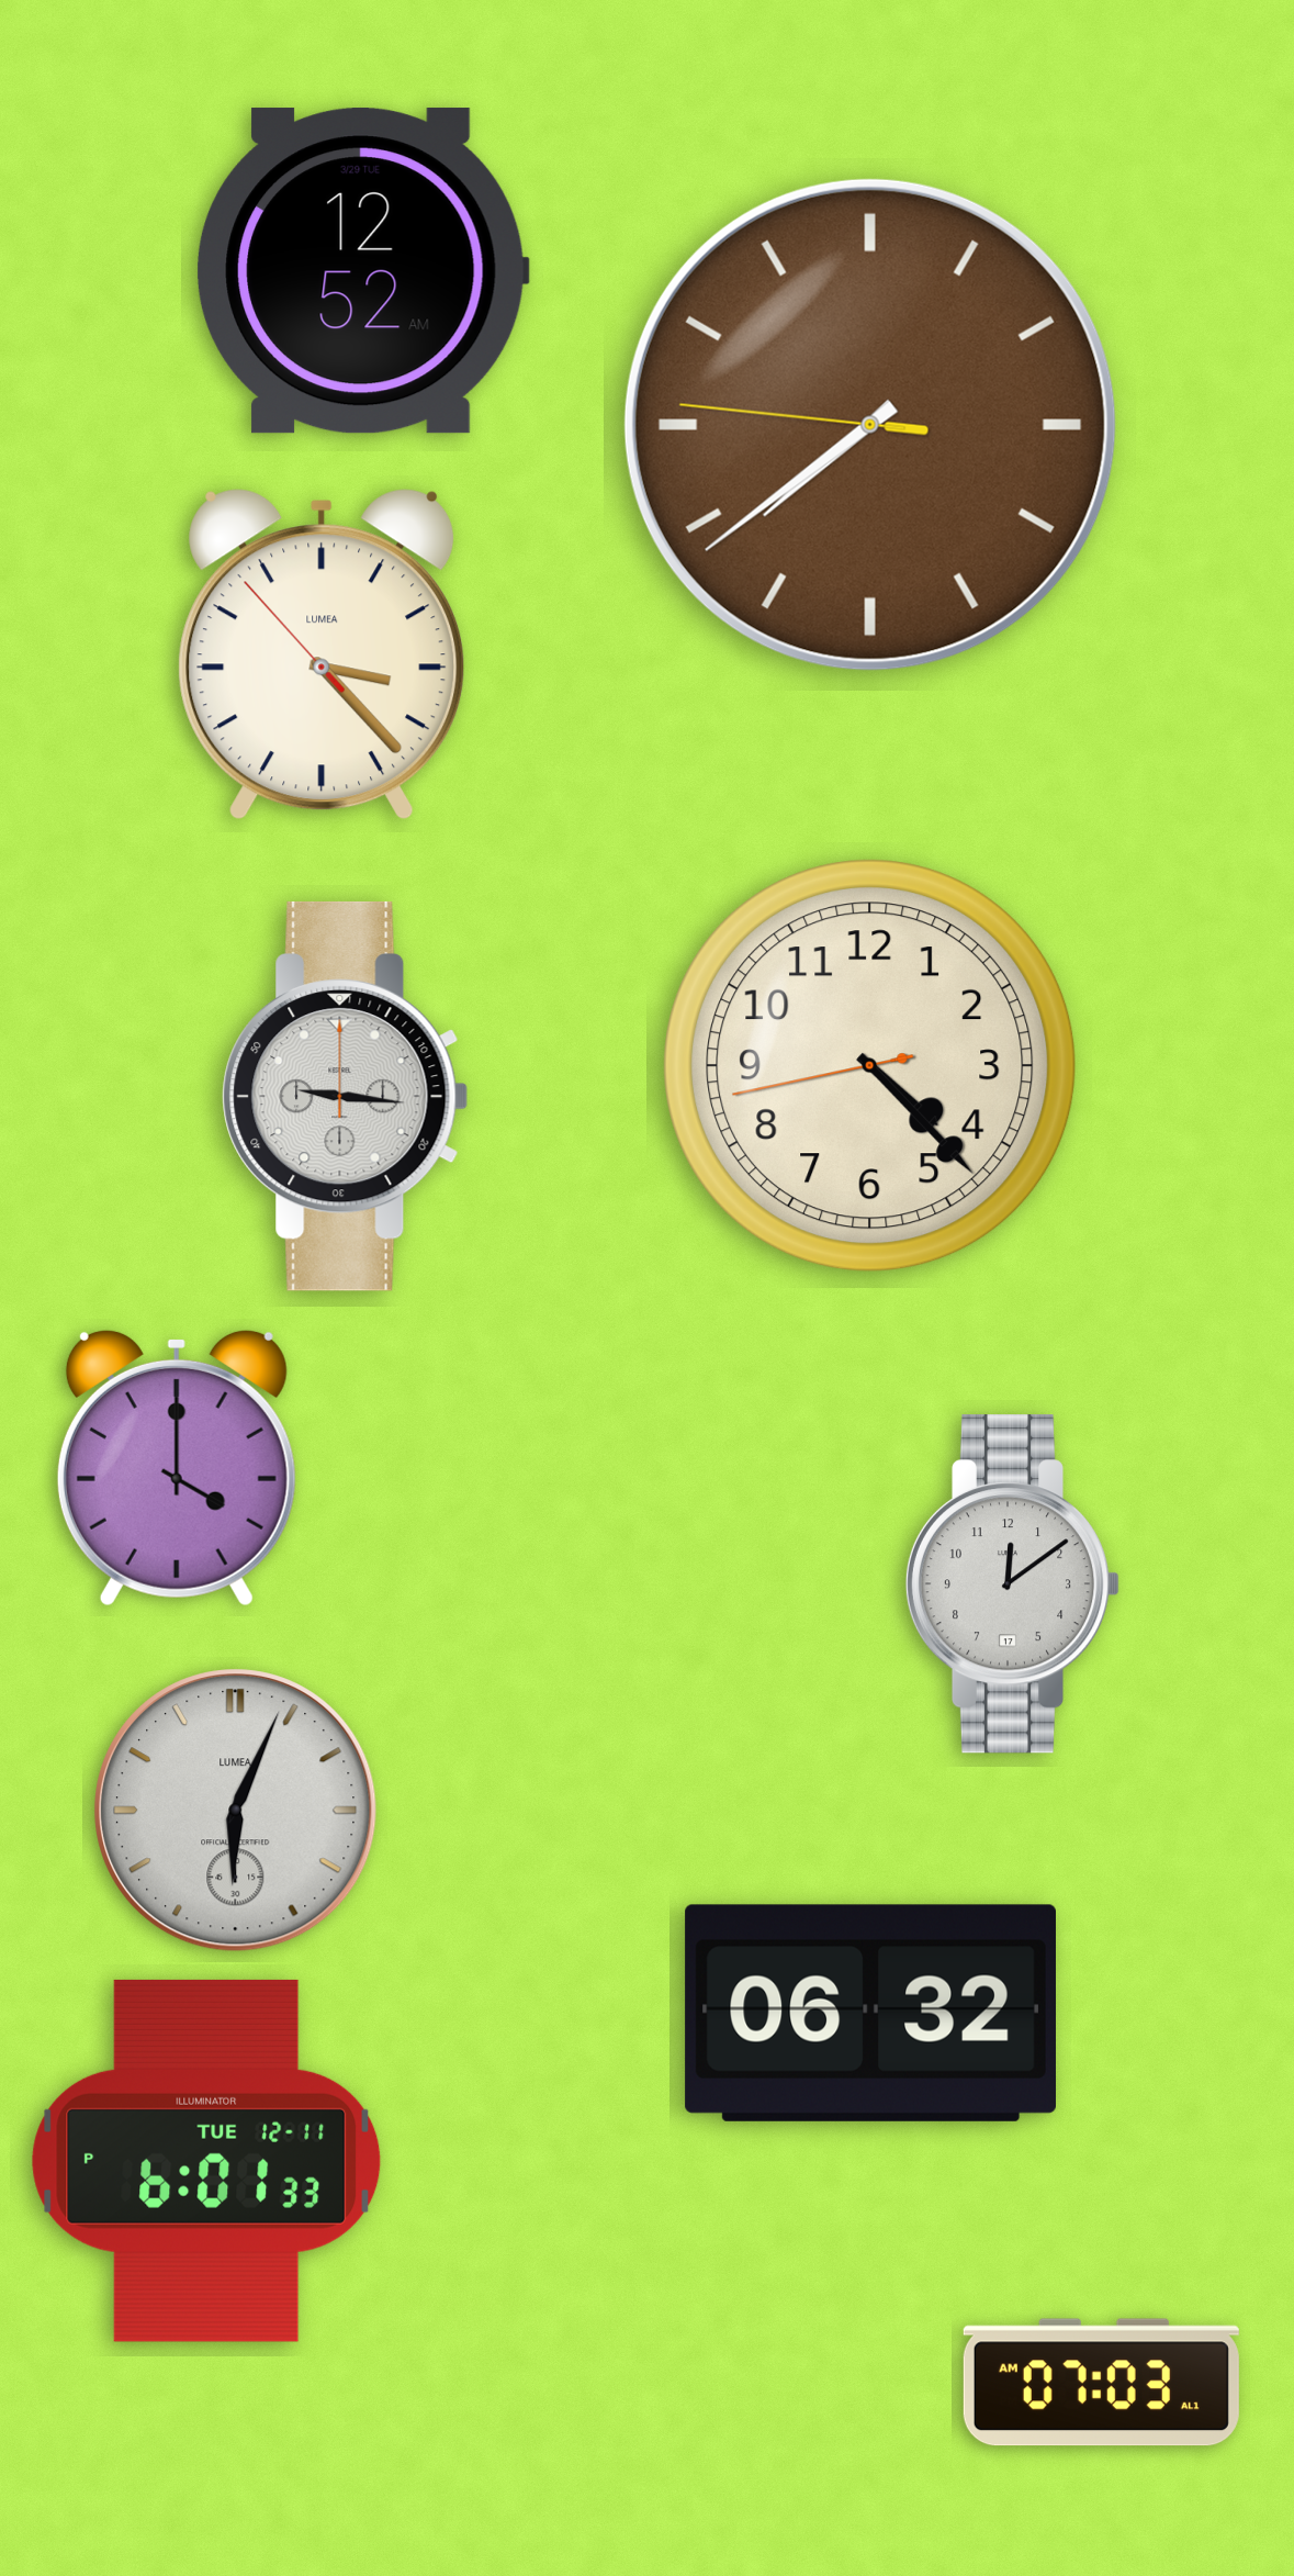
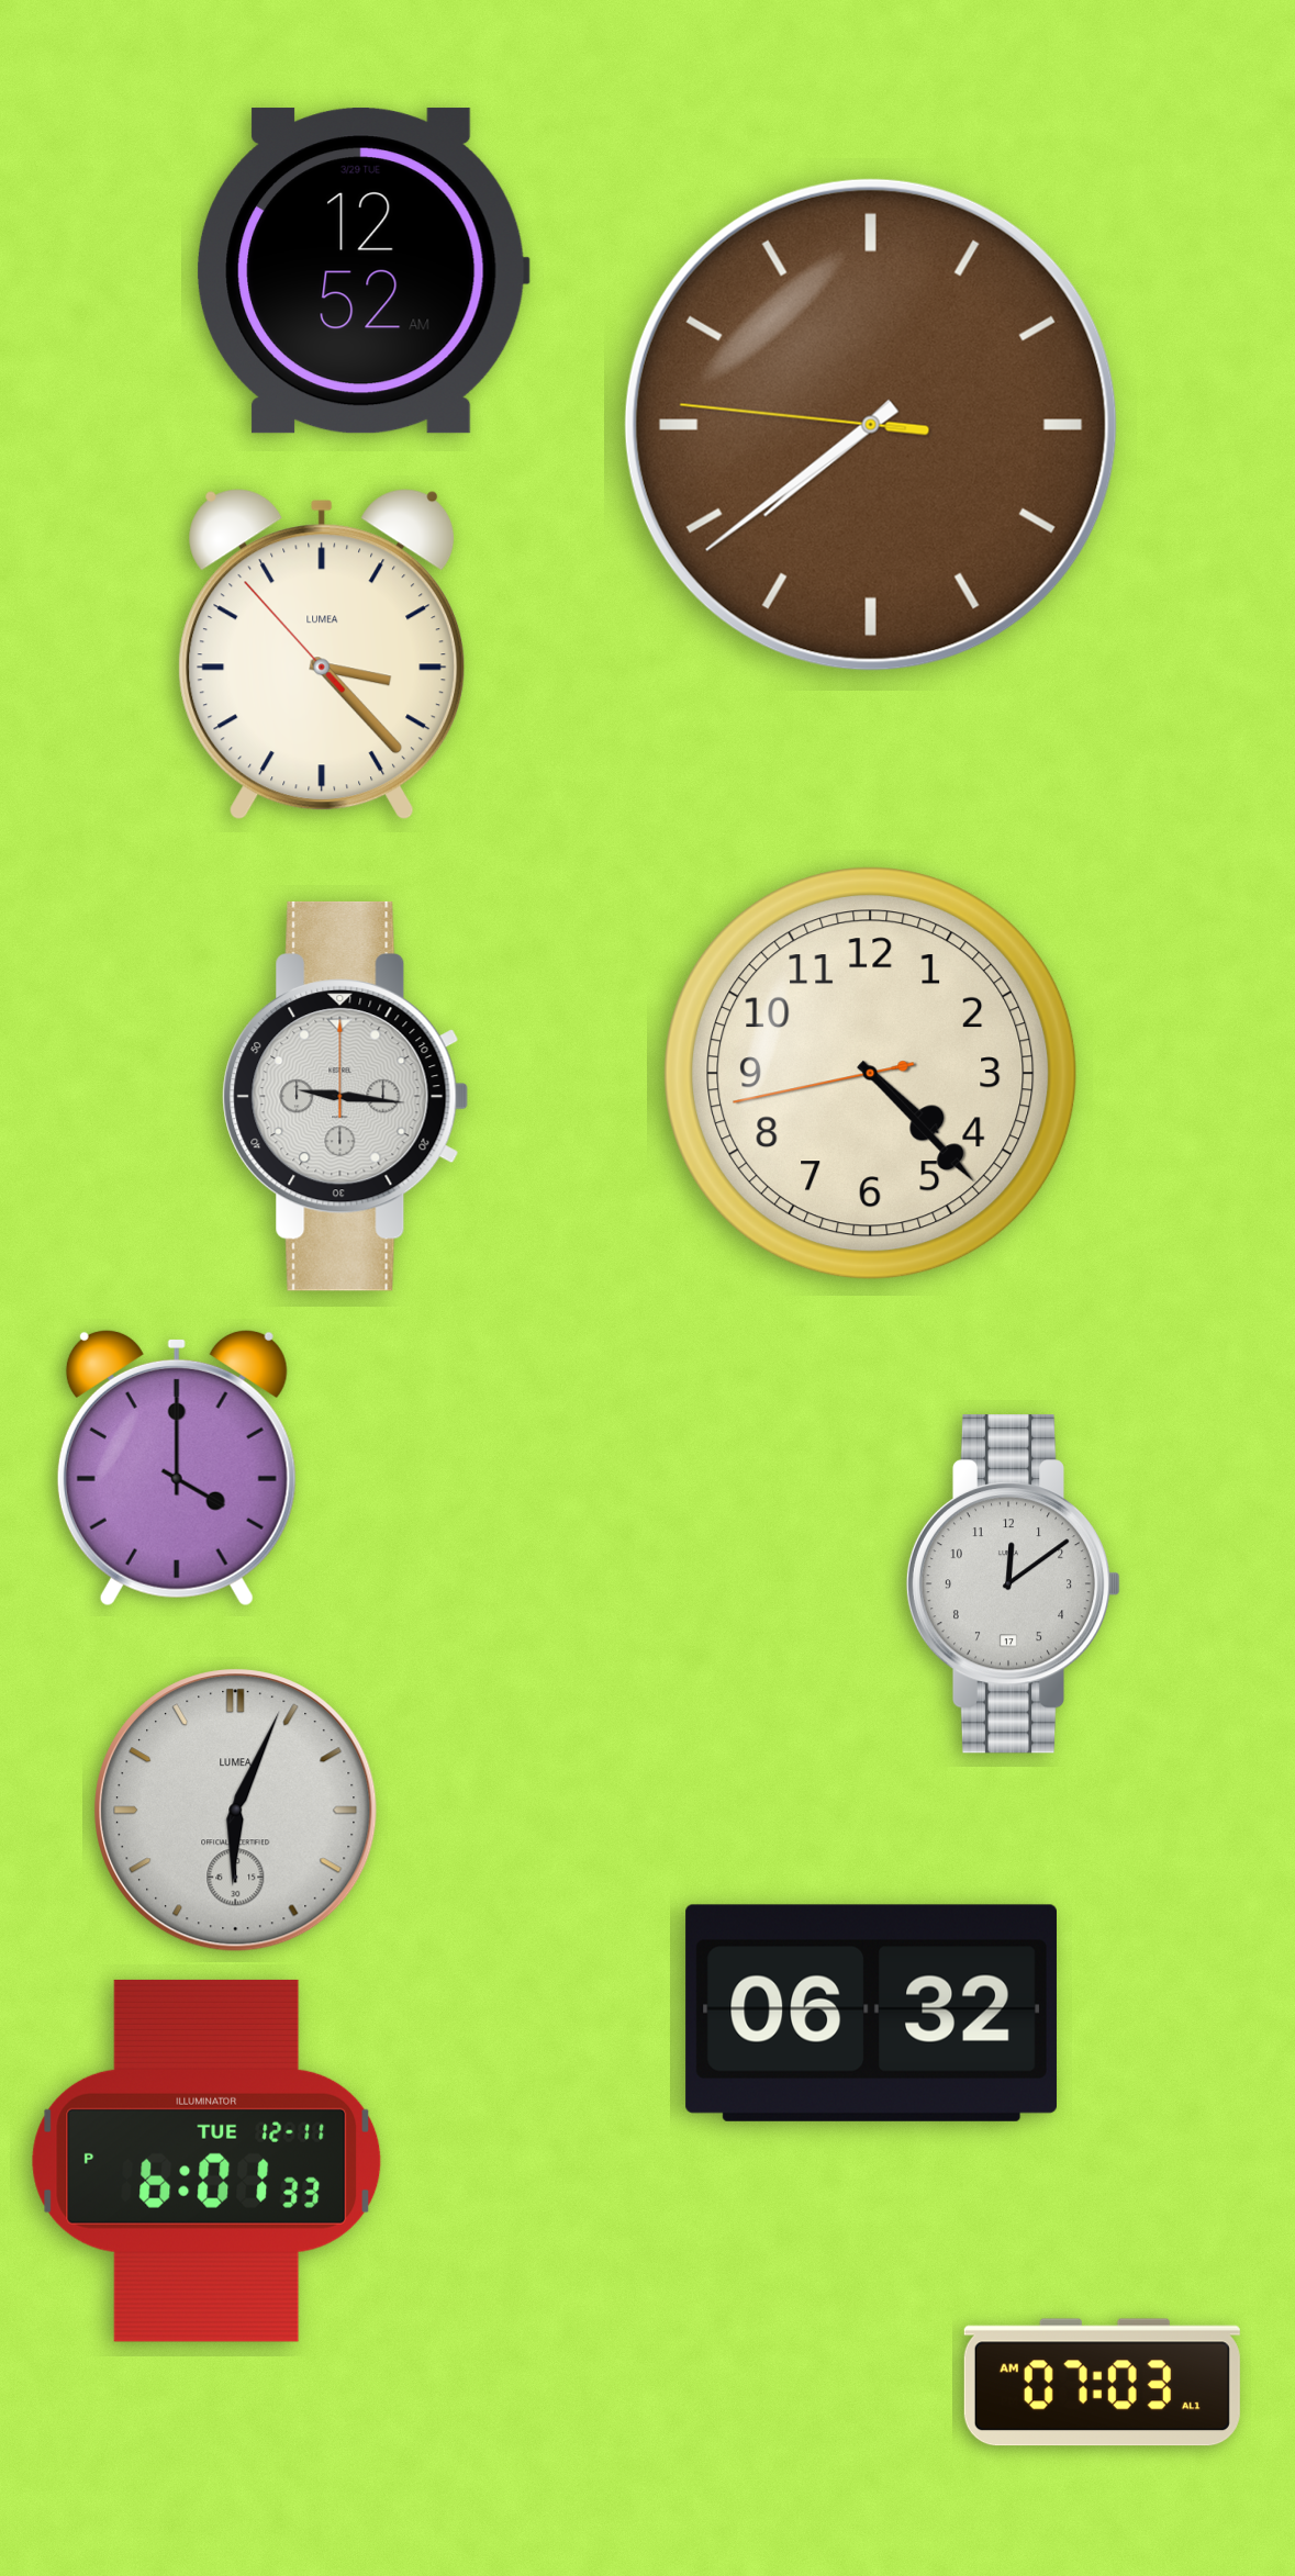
clock at (870, 1066) position: (870, 1066) -> (871, 1074)
